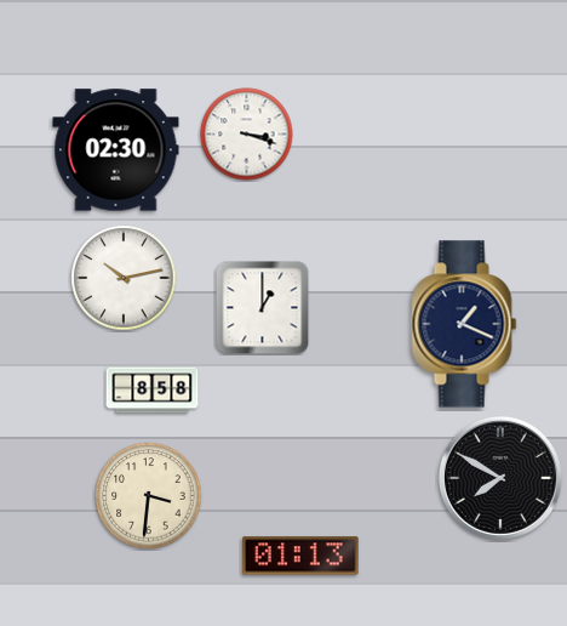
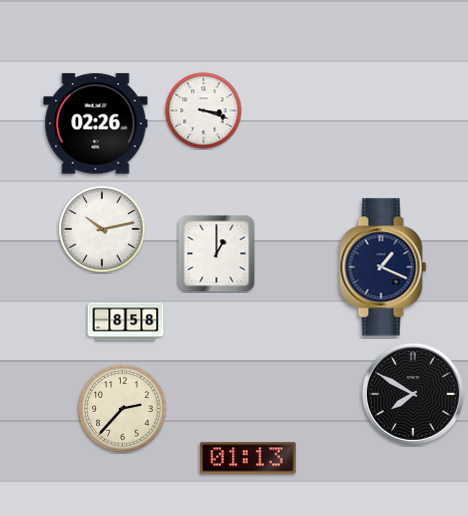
clock at (116, 150): 02:30 -> 02:26
clock at (149, 496): 3:31 -> 2:37
